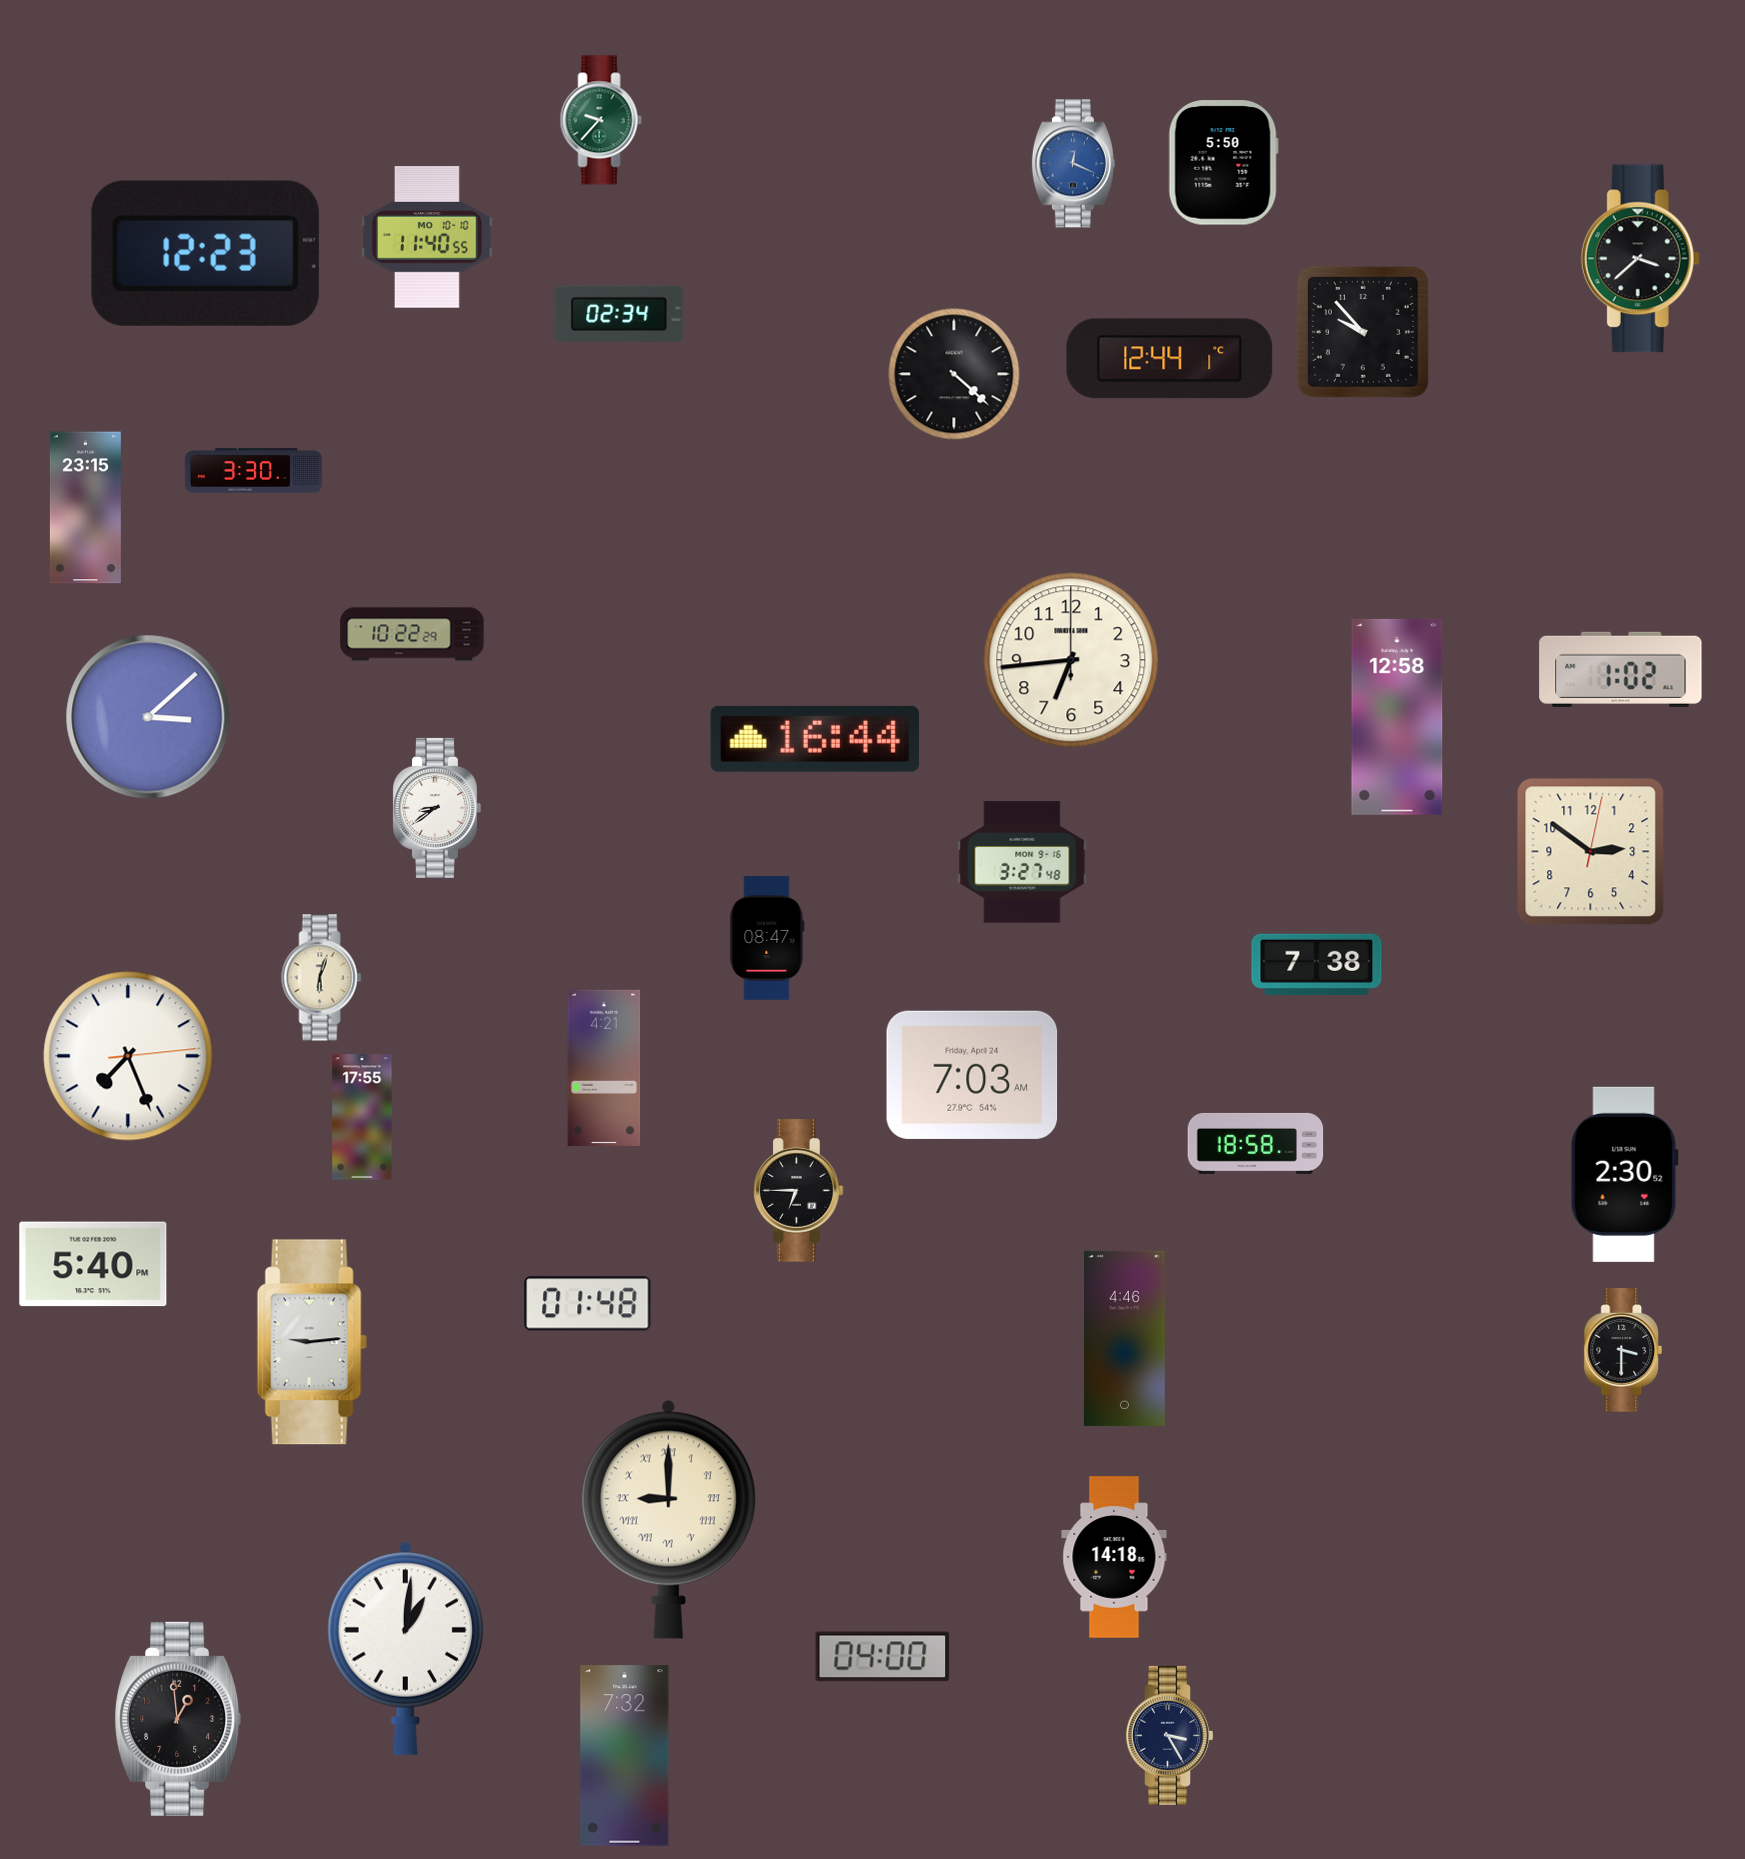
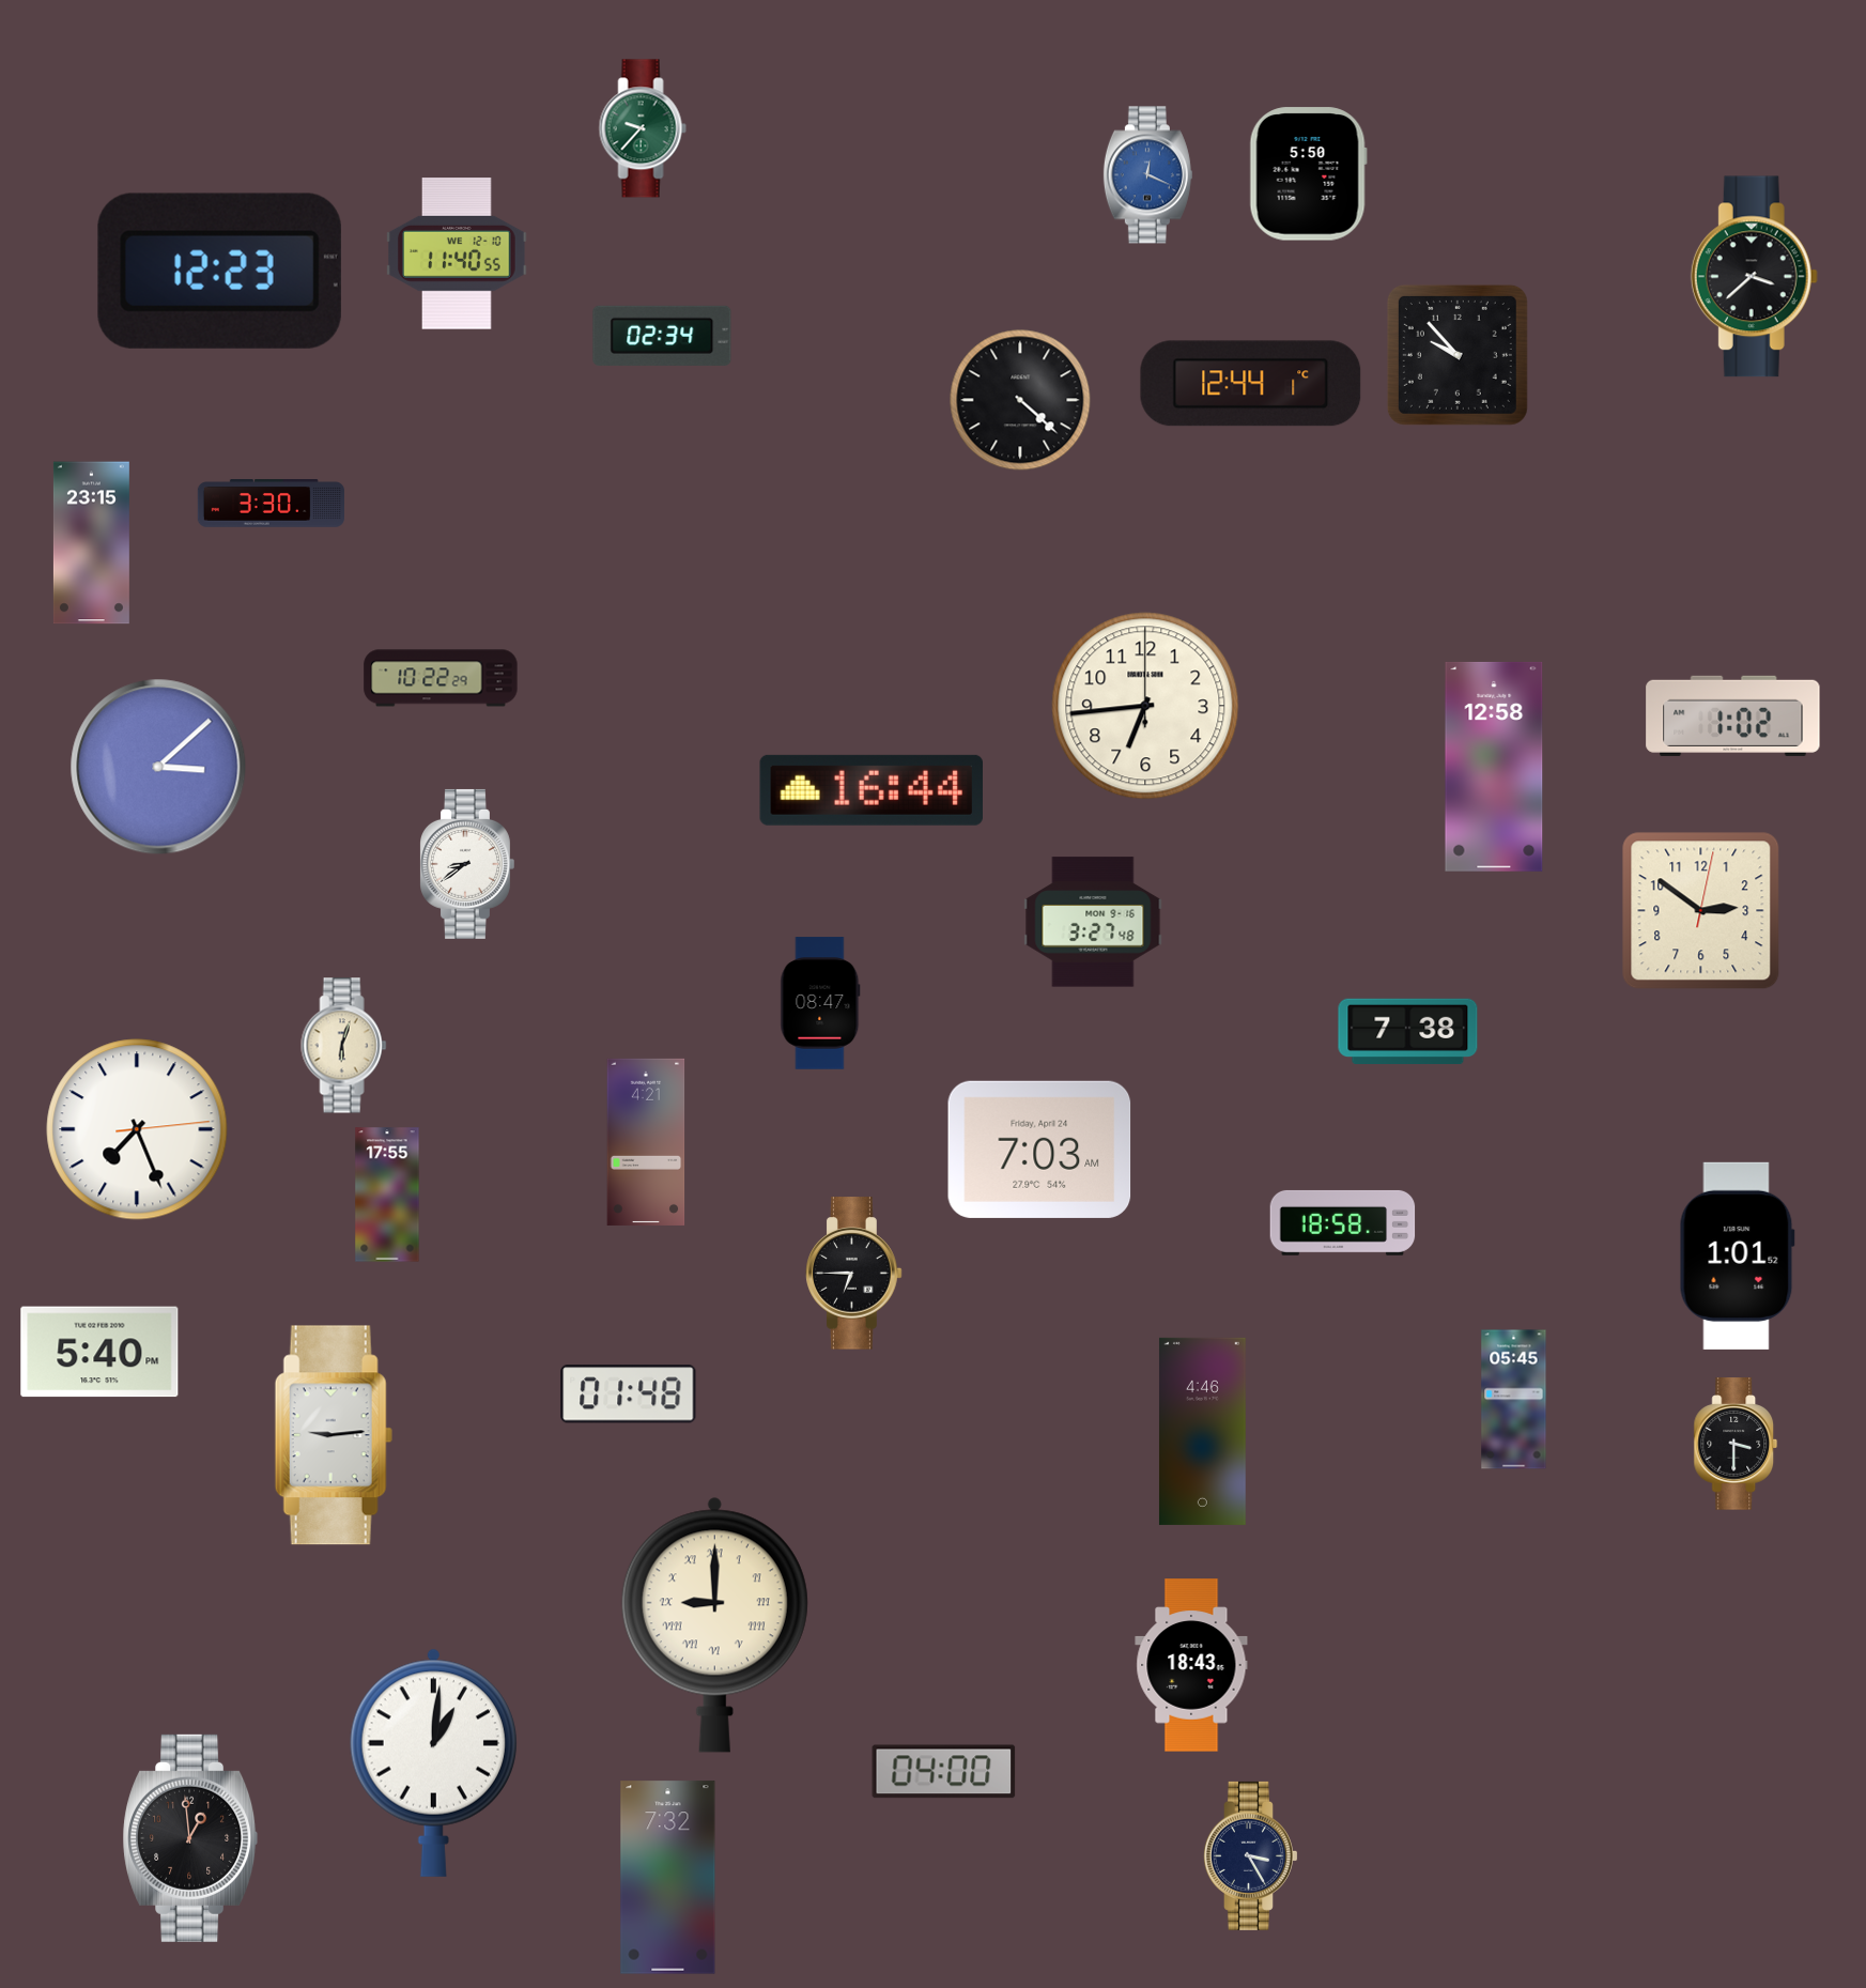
clock at (427, 237) date: MO 10-10 -> WE 12-10
clock at (1624, 1174): 2:30 -> 1:01
clock at (1514, 1400): none -> 05:45
clock at (1114, 1557): 14:18 -> 18:43
